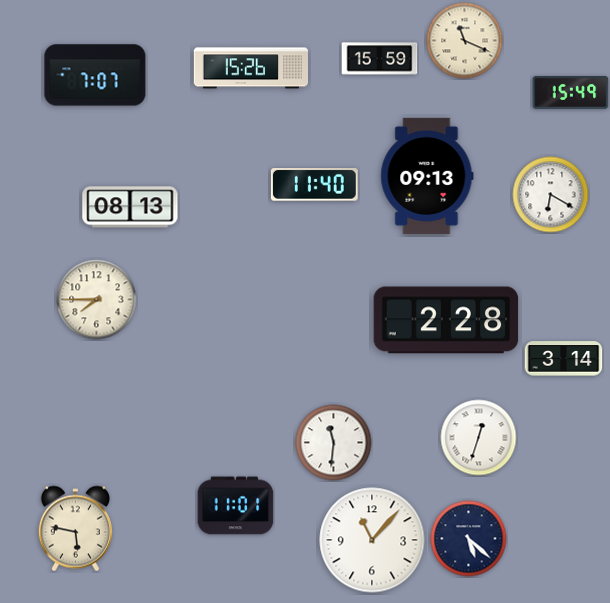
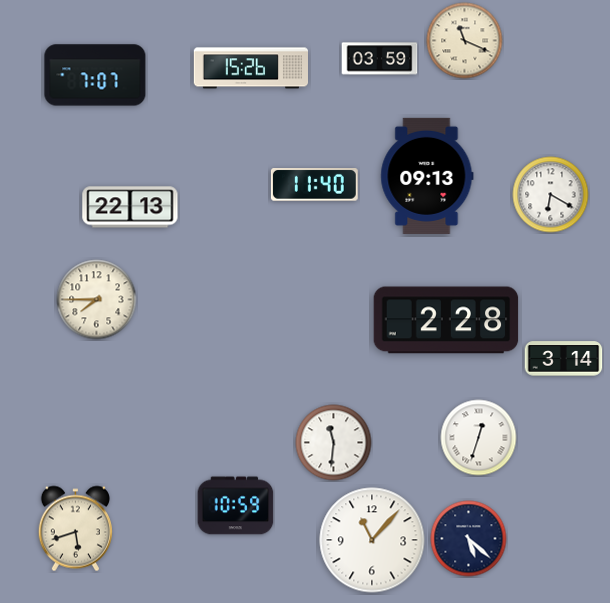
clock at (380, 59): 15:59 -> 03:59
clock at (571, 92): 15:49 -> none
clock at (130, 207): 08:13 -> 22:13
clock at (236, 506): 11:01 -> 10:59
clock at (75, 529): 5:47 -> 5:42
